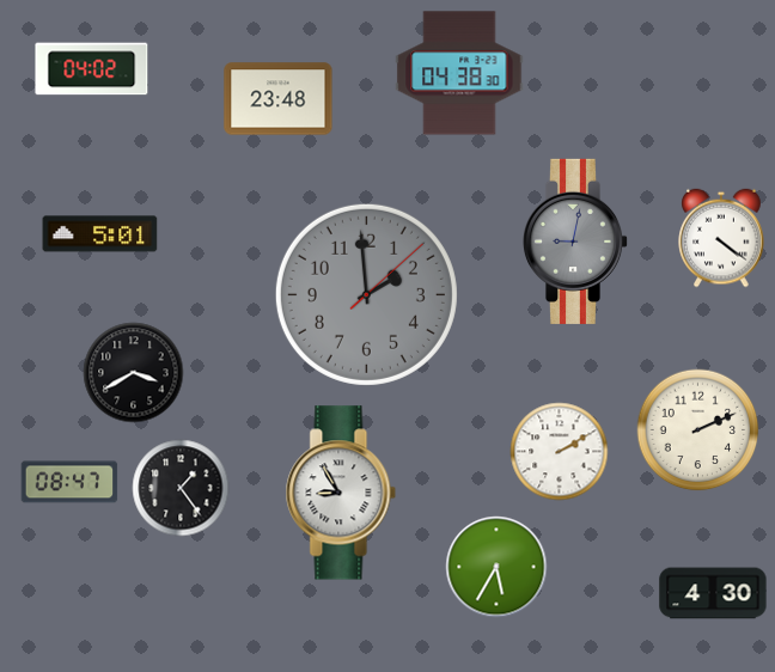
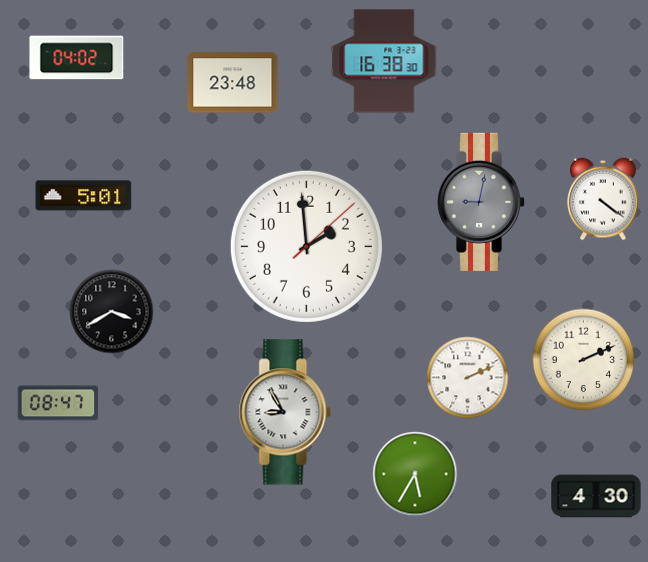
clock at (459, 73): 04:38 -> 16:38
clock at (366, 294) dial: grey -> white
clock at (560, 452): 2:10 -> 2:11
clock at (181, 488): 1:24 -> none
